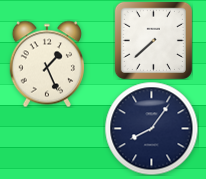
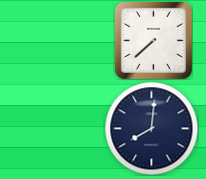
clock at (46, 64): 1:26 -> none
clock at (151, 128): 8:06 -> 8:01
